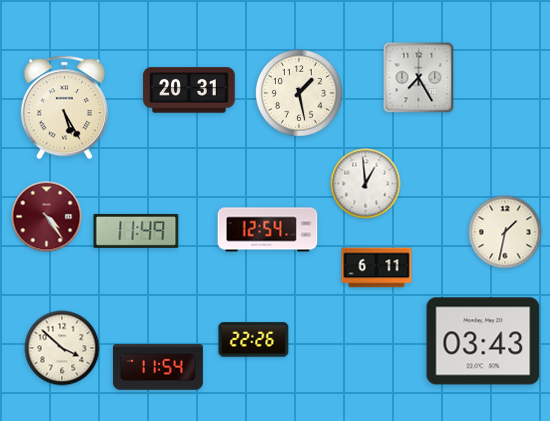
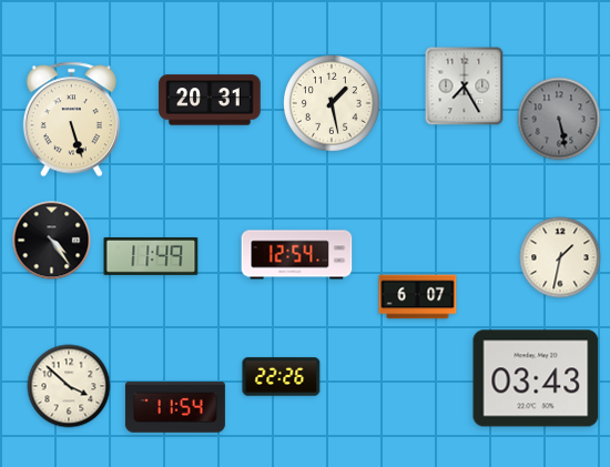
clock at (559, 119): none -> 5:28
clock at (64, 108): 5:25 -> 5:27
clock at (366, 184): 12:59 -> none
clock at (47, 217) dial: burgundy -> black
clock at (377, 268): 6:11 -> 6:07
